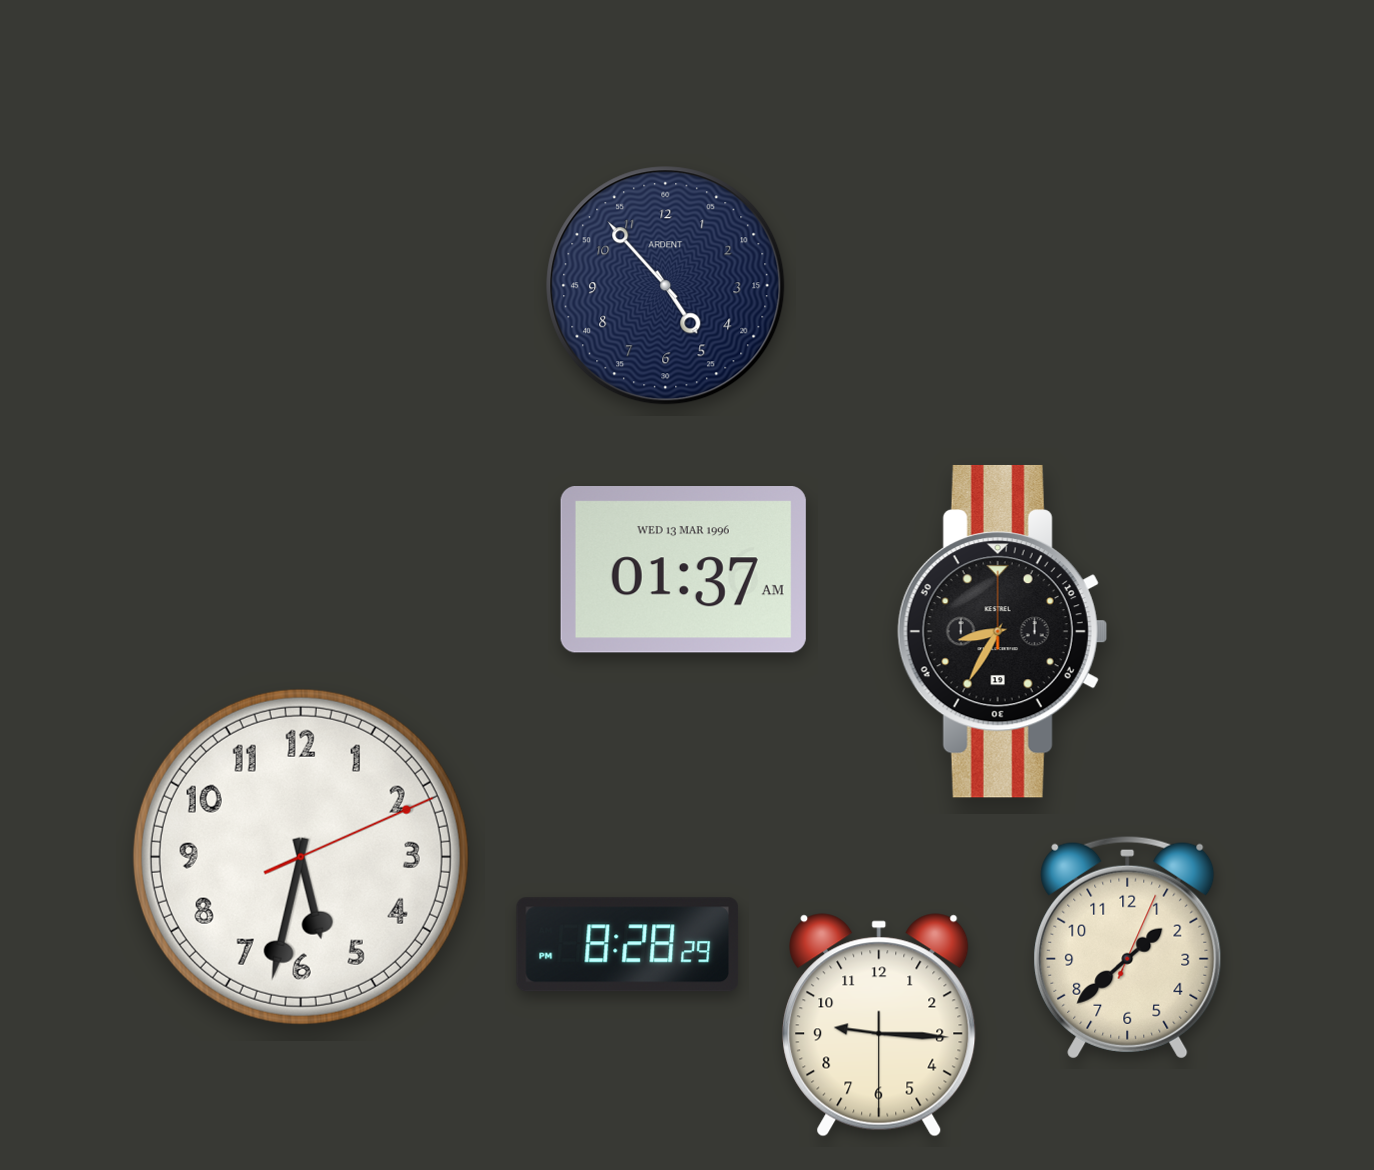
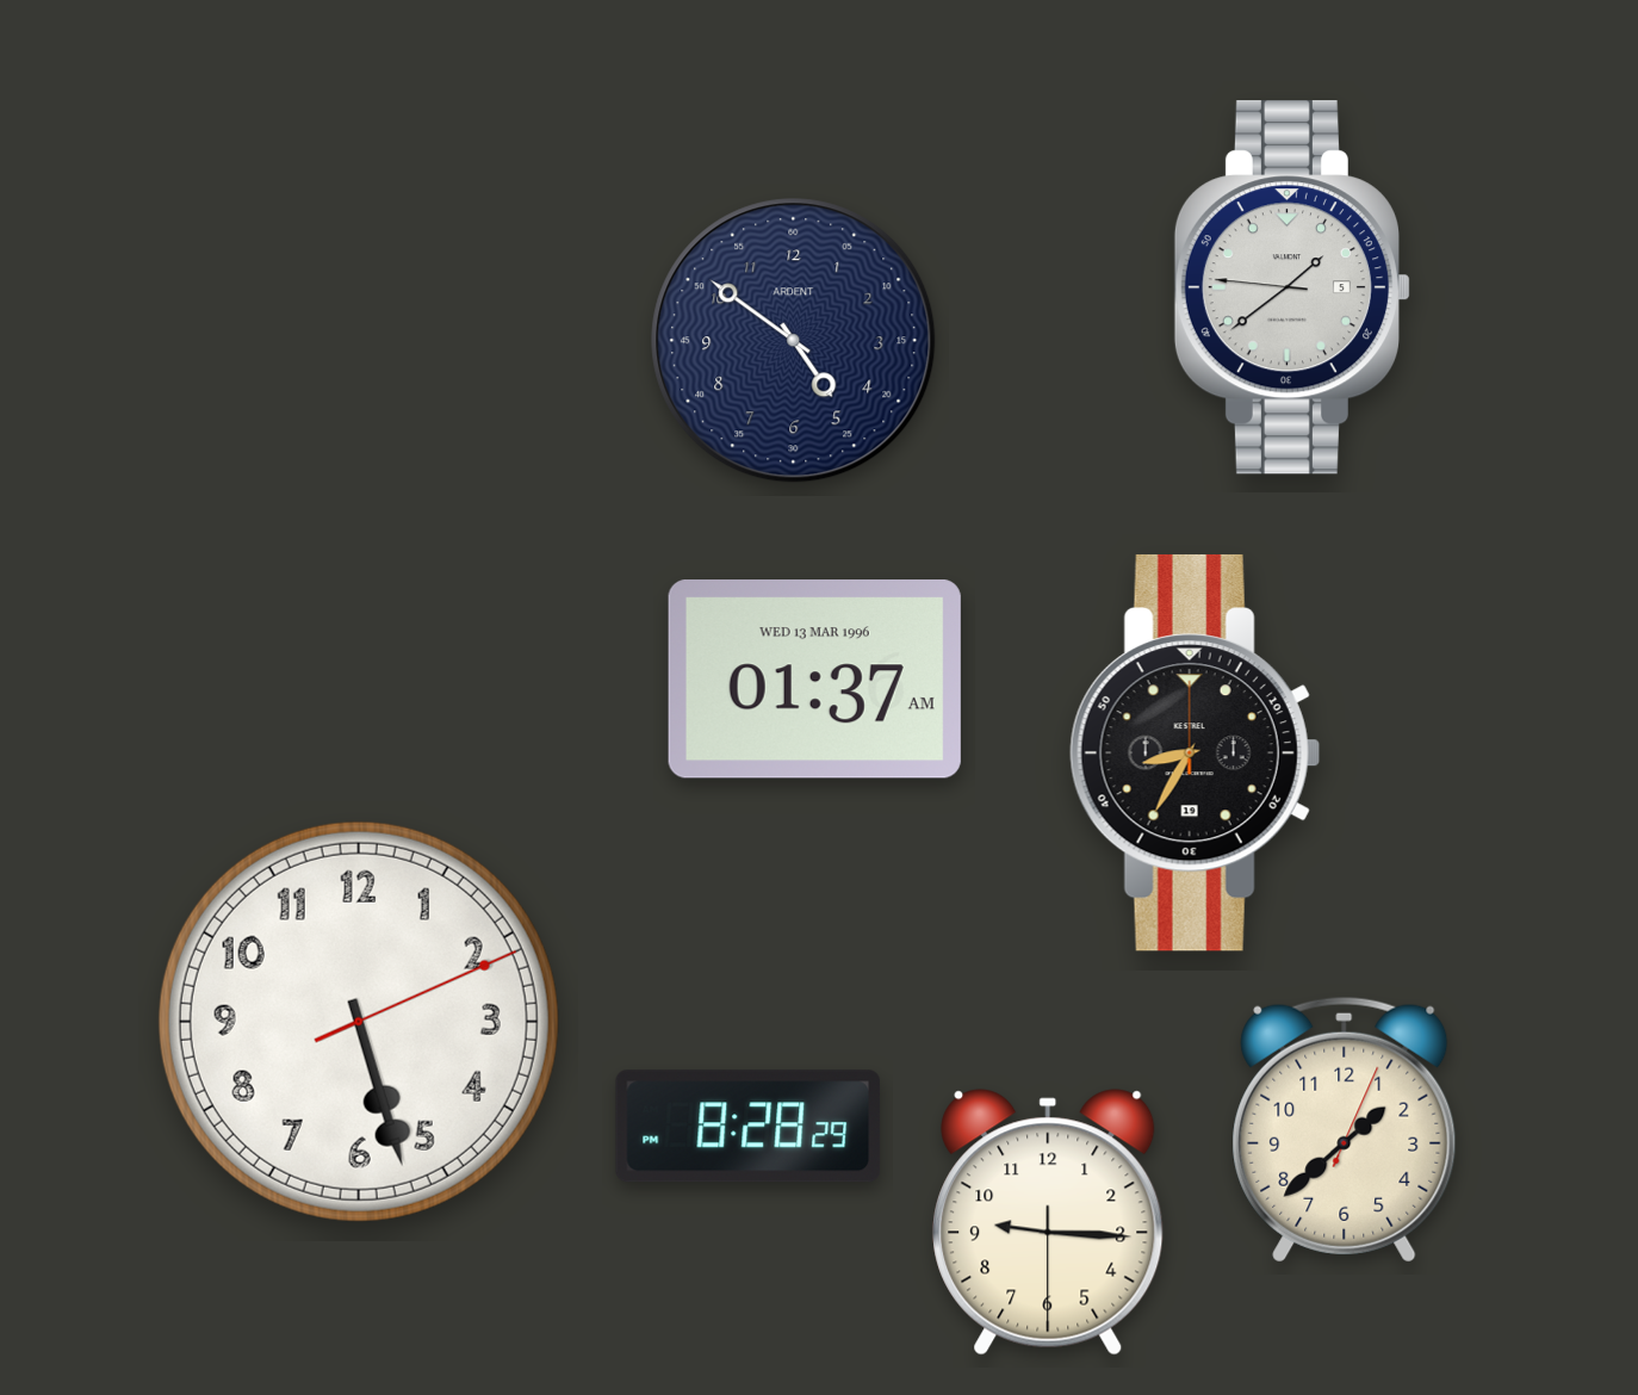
clock at (1291, 287): none -> 1:38
clock at (666, 286): 4:53 -> 4:51
clock at (301, 857): 5:32 -> 5:27
